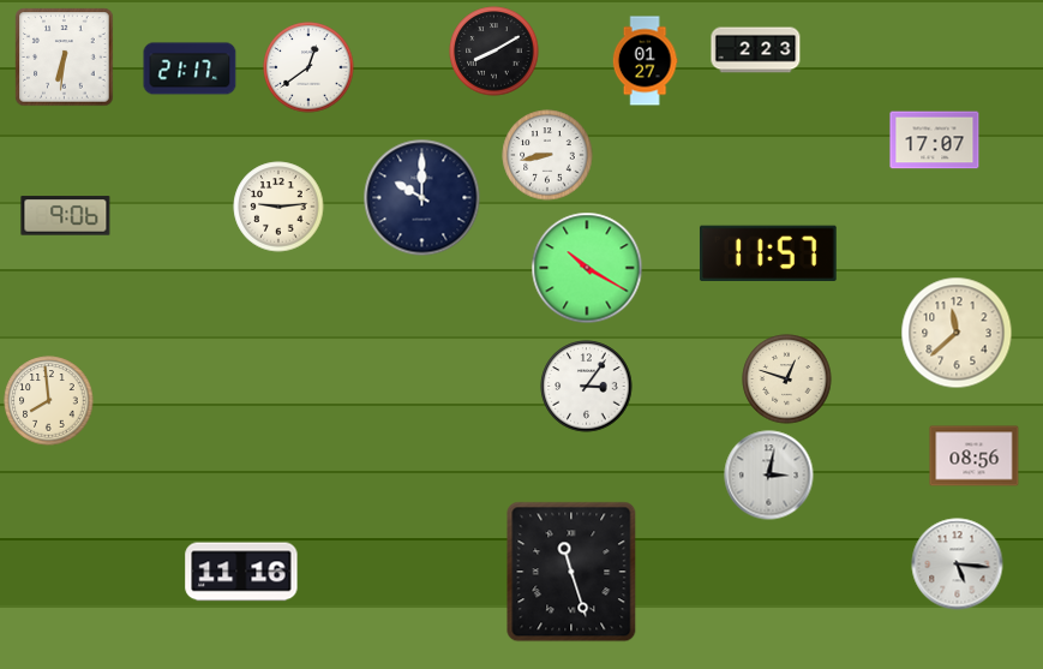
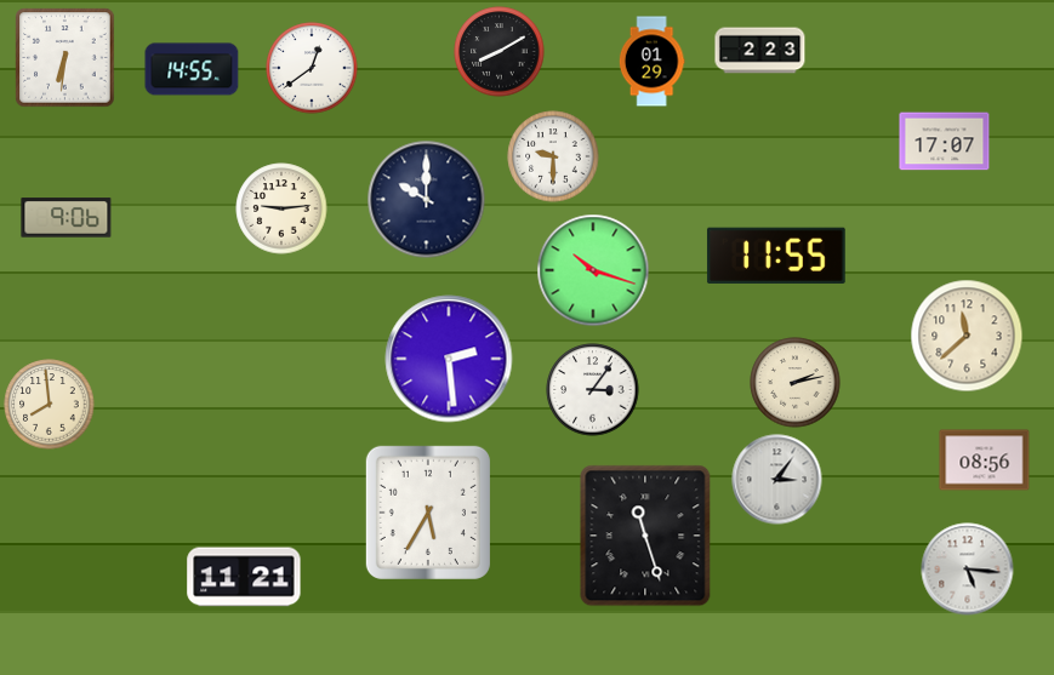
clock at (756, 50) position: (756, 50) -> (760, 51)
clock at (645, 61): 01:27 -> 01:29
clock at (190, 68): 21:17 -> 14:55
clock at (547, 155): 8:43 -> 9:30
clock at (768, 252): 11:57 -> 11:55
clock at (587, 268): 10:20 -> 10:18
clock at (449, 359): none -> 2:29
clock at (787, 380): 12:48 -> 2:13
clock at (769, 476): 3:02 -> 3:06
clock at (428, 513): none -> 5:35
clock at (241, 572): 11:16 -> 11:21
clock at (571, 572) position: (571, 572) -> (645, 536)
